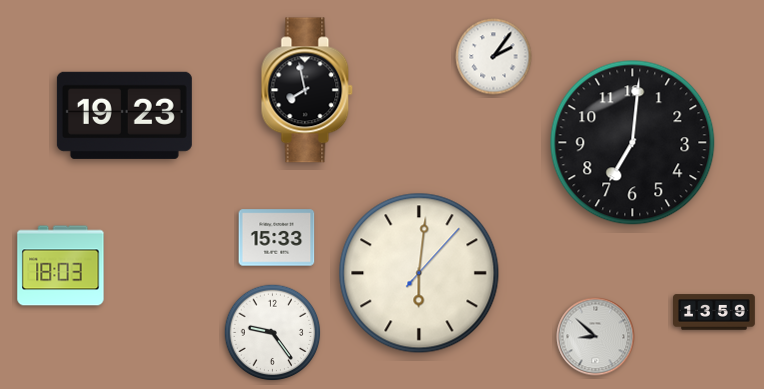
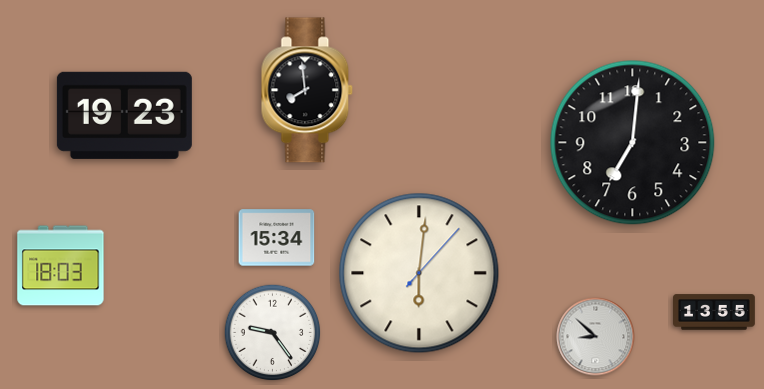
clock at (494, 57): 2:06 -> none
clock at (307, 90): 7:58 -> 7:59
clock at (277, 238): 15:33 -> 15:34
clock at (715, 312): 13:59 -> 13:55
